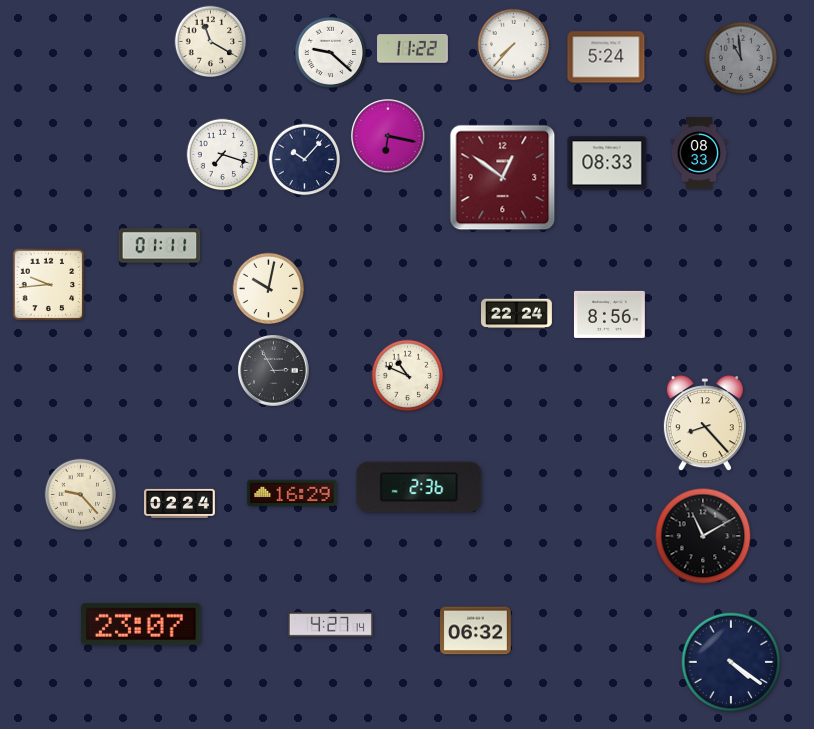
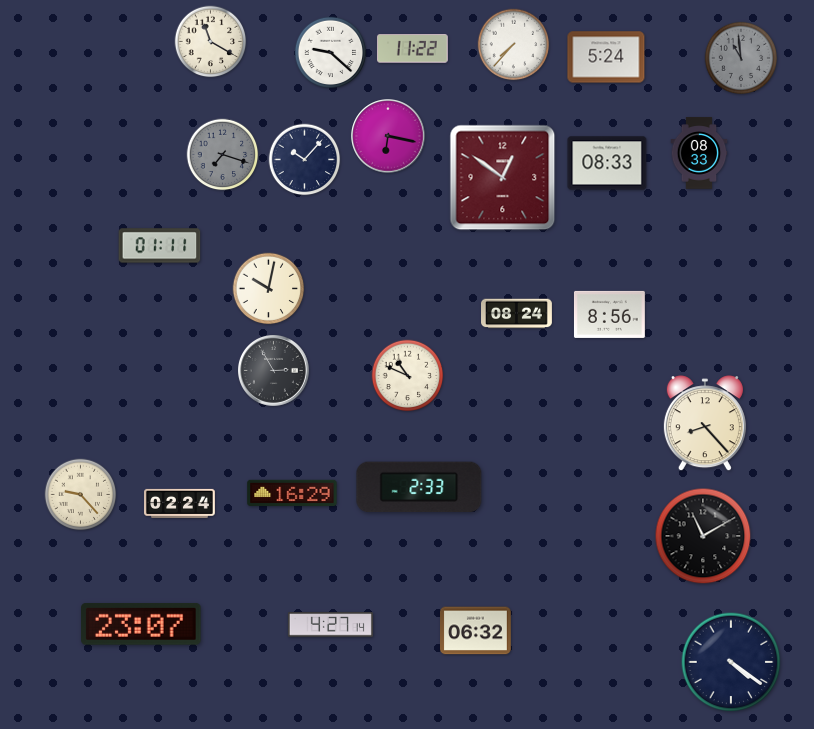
clock at (223, 155) dial: white -> grey
clock at (49, 285): 9:44 -> none
clock at (517, 314): 22:24 -> 08:24
clock at (419, 487): 2:36 -> 2:33
